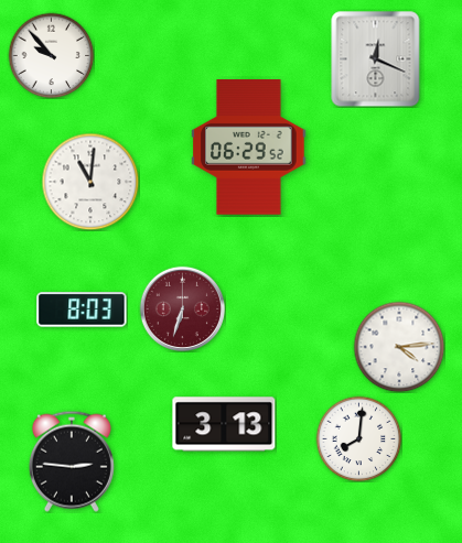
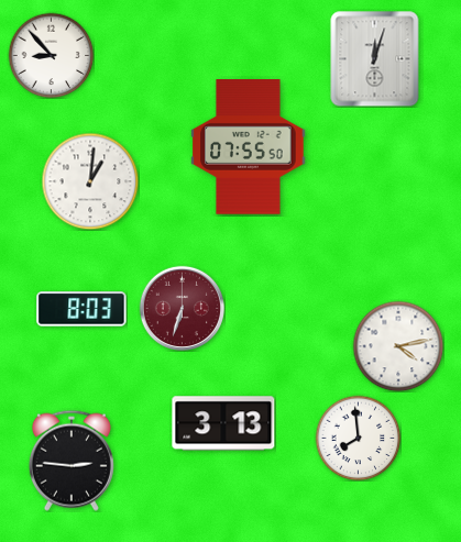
clock at (51, 55): 9:53 -> 8:53
clock at (376, 58): 12:19 -> 12:03
clock at (249, 148): 06:29 -> 07:55
clock at (90, 182): 11:01 -> 1:01
clock at (399, 347): 4:14 -> 4:13
clock at (358, 438): 8:01 -> 7:59
